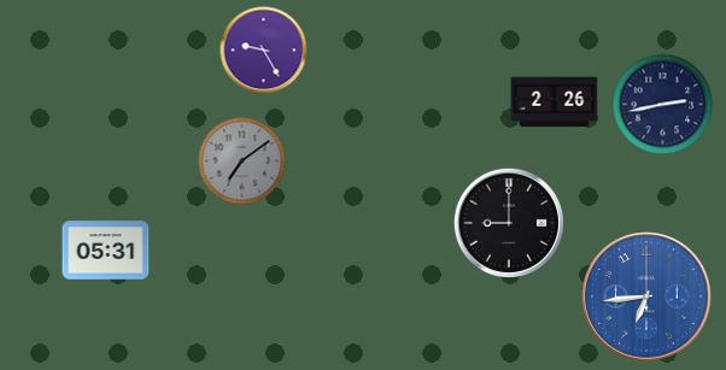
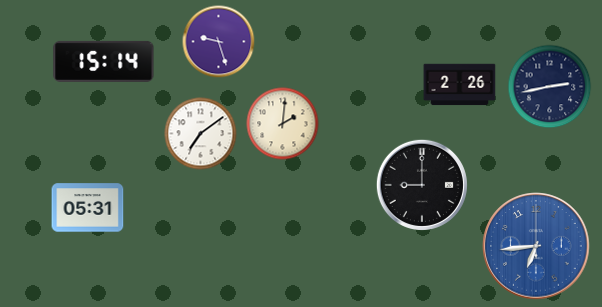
clock at (264, 51): 9:25 -> 9:27
clock at (104, 61): none -> 15:14
clock at (283, 124): none -> 2:01
clock at (242, 161) dial: grey -> white
